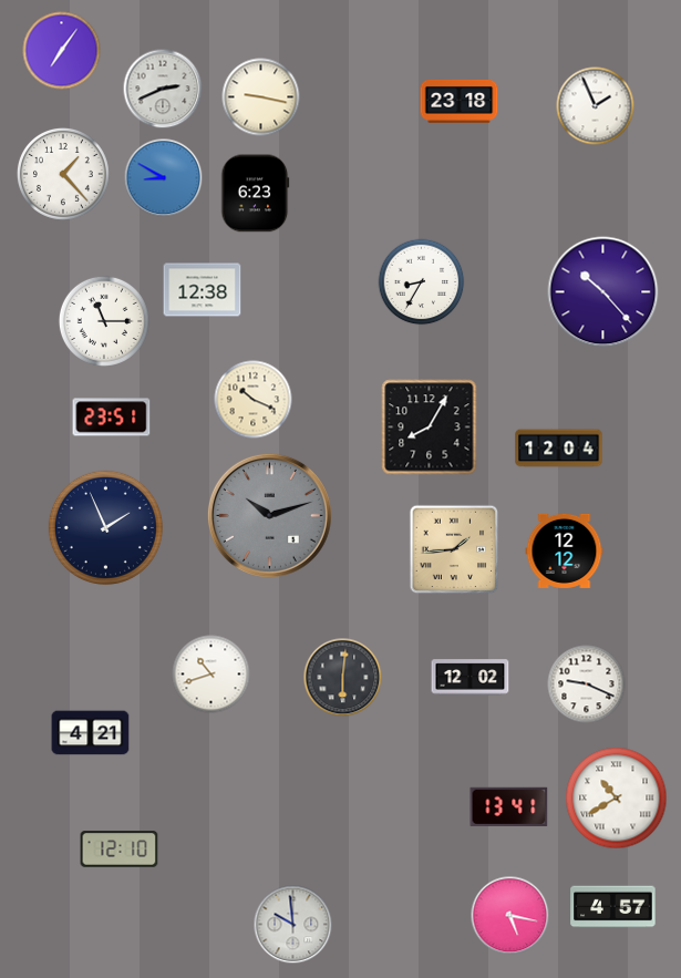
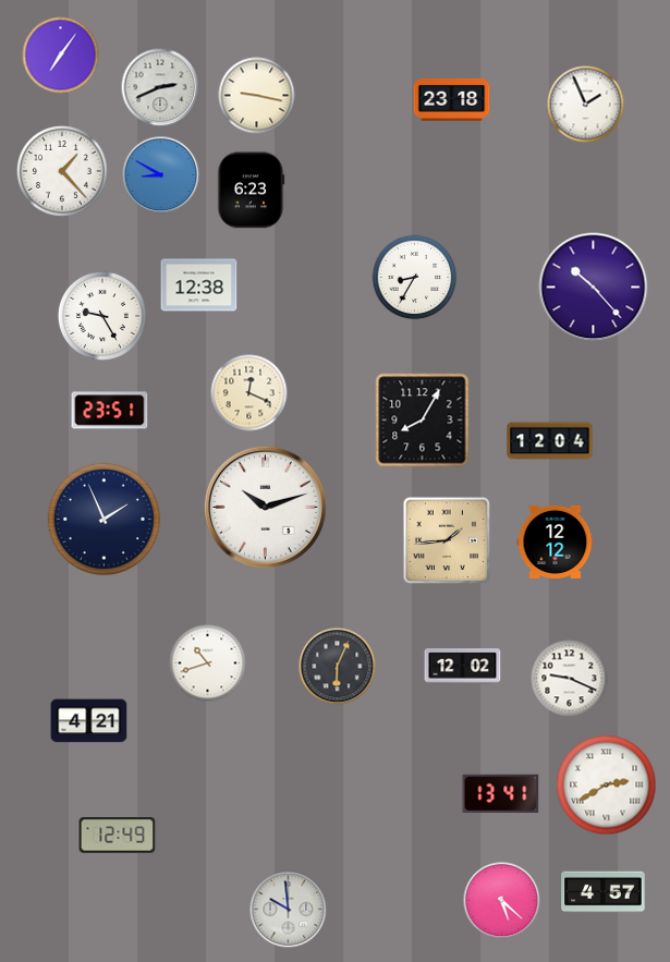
clock at (62, 51) position: (62, 51) -> (61, 56)
clock at (104, 321): 11:15 -> 9:25
clock at (254, 400): 10:19 -> 12:19
clock at (269, 515) dial: grey -> white
clock at (343, 678): 6:01 -> 6:04
clock at (587, 684) position: (587, 684) -> (570, 679)
clock at (617, 799): 10:40 -> 2:40
clock at (120, 850): 12:10 -> 12:49
clock at (510, 916): 5:17 -> 5:22
